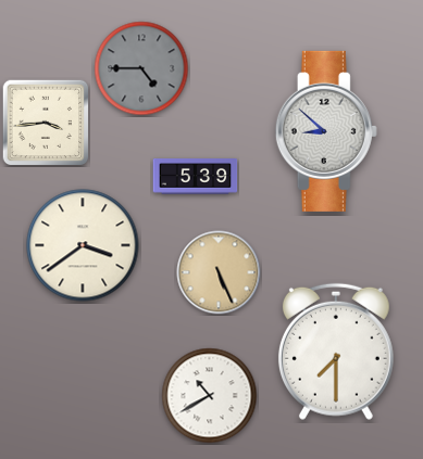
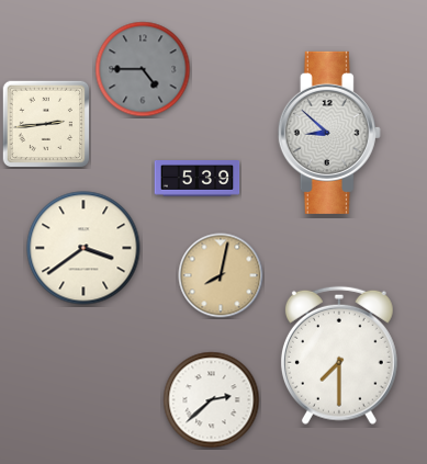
clock at (46, 123): 3:44 -> 2:44
clock at (219, 272): 5:26 -> 8:02
clock at (210, 396): 10:40 -> 2:38
